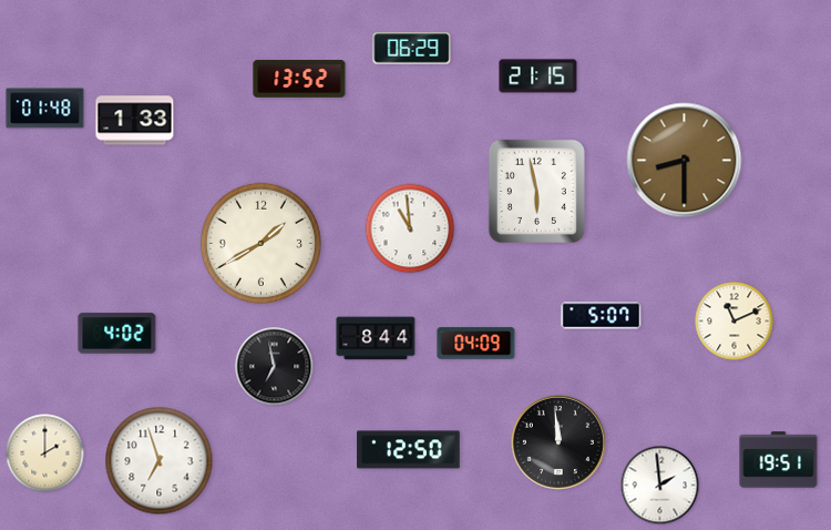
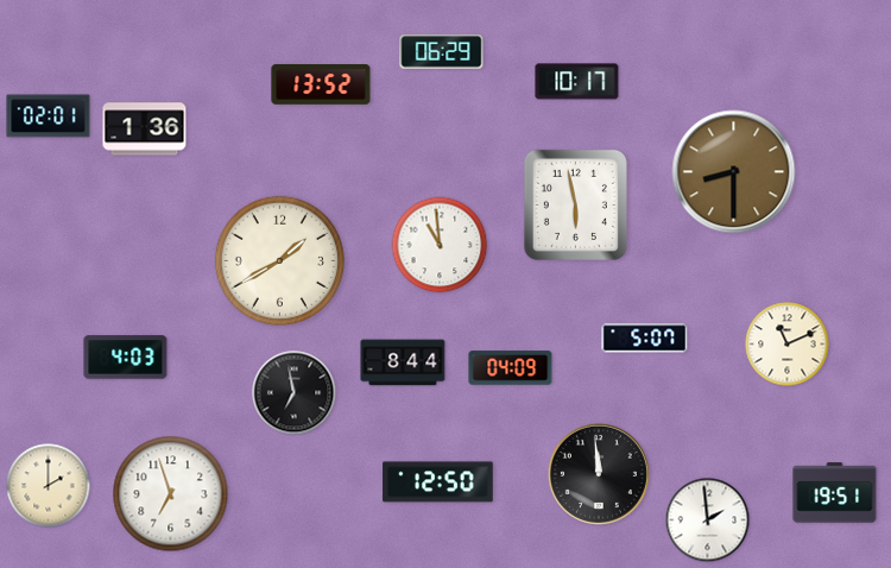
clock at (538, 77): 21:15 -> 10:17
clock at (45, 109): 01:48 -> 02:01
clock at (135, 121): 1:33 -> 1:36
clock at (117, 334): 4:02 -> 4:03
